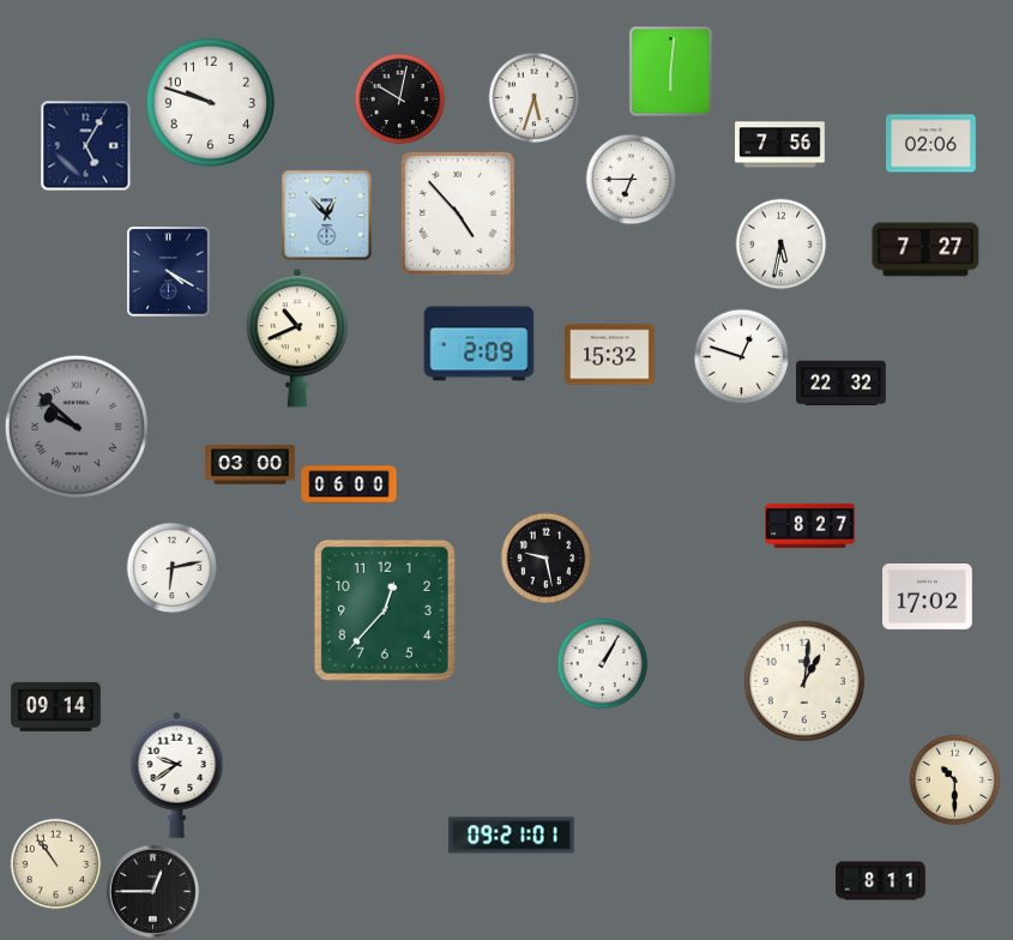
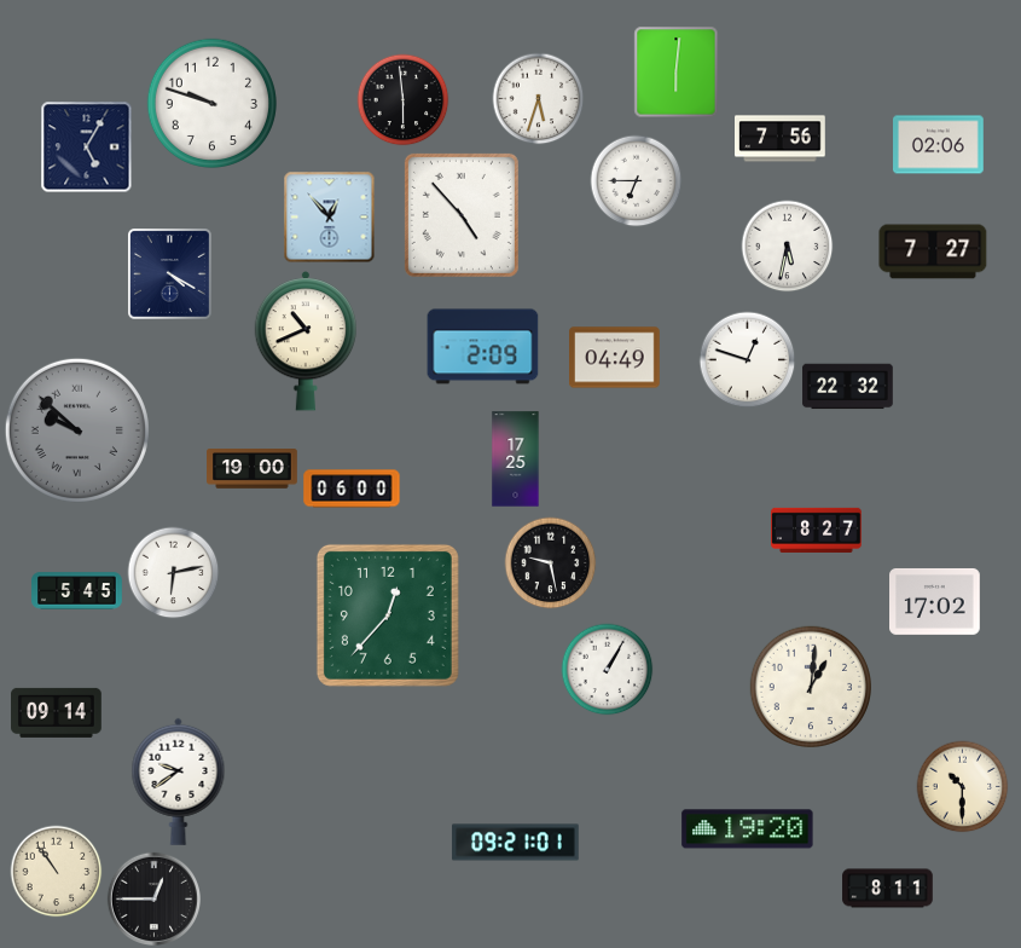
clock at (400, 100): 10:02 -> 5:59
clock at (780, 145) position: (780, 145) -> (781, 139)
clock at (297, 338) position: (297, 338) -> (306, 341)
clock at (610, 355): 15:32 -> 04:49
clock at (516, 459): none -> 17:25
clock at (251, 465): 03:00 -> 19:00
clock at (77, 591): none -> 5:45
clock at (748, 829): none -> 19:20
